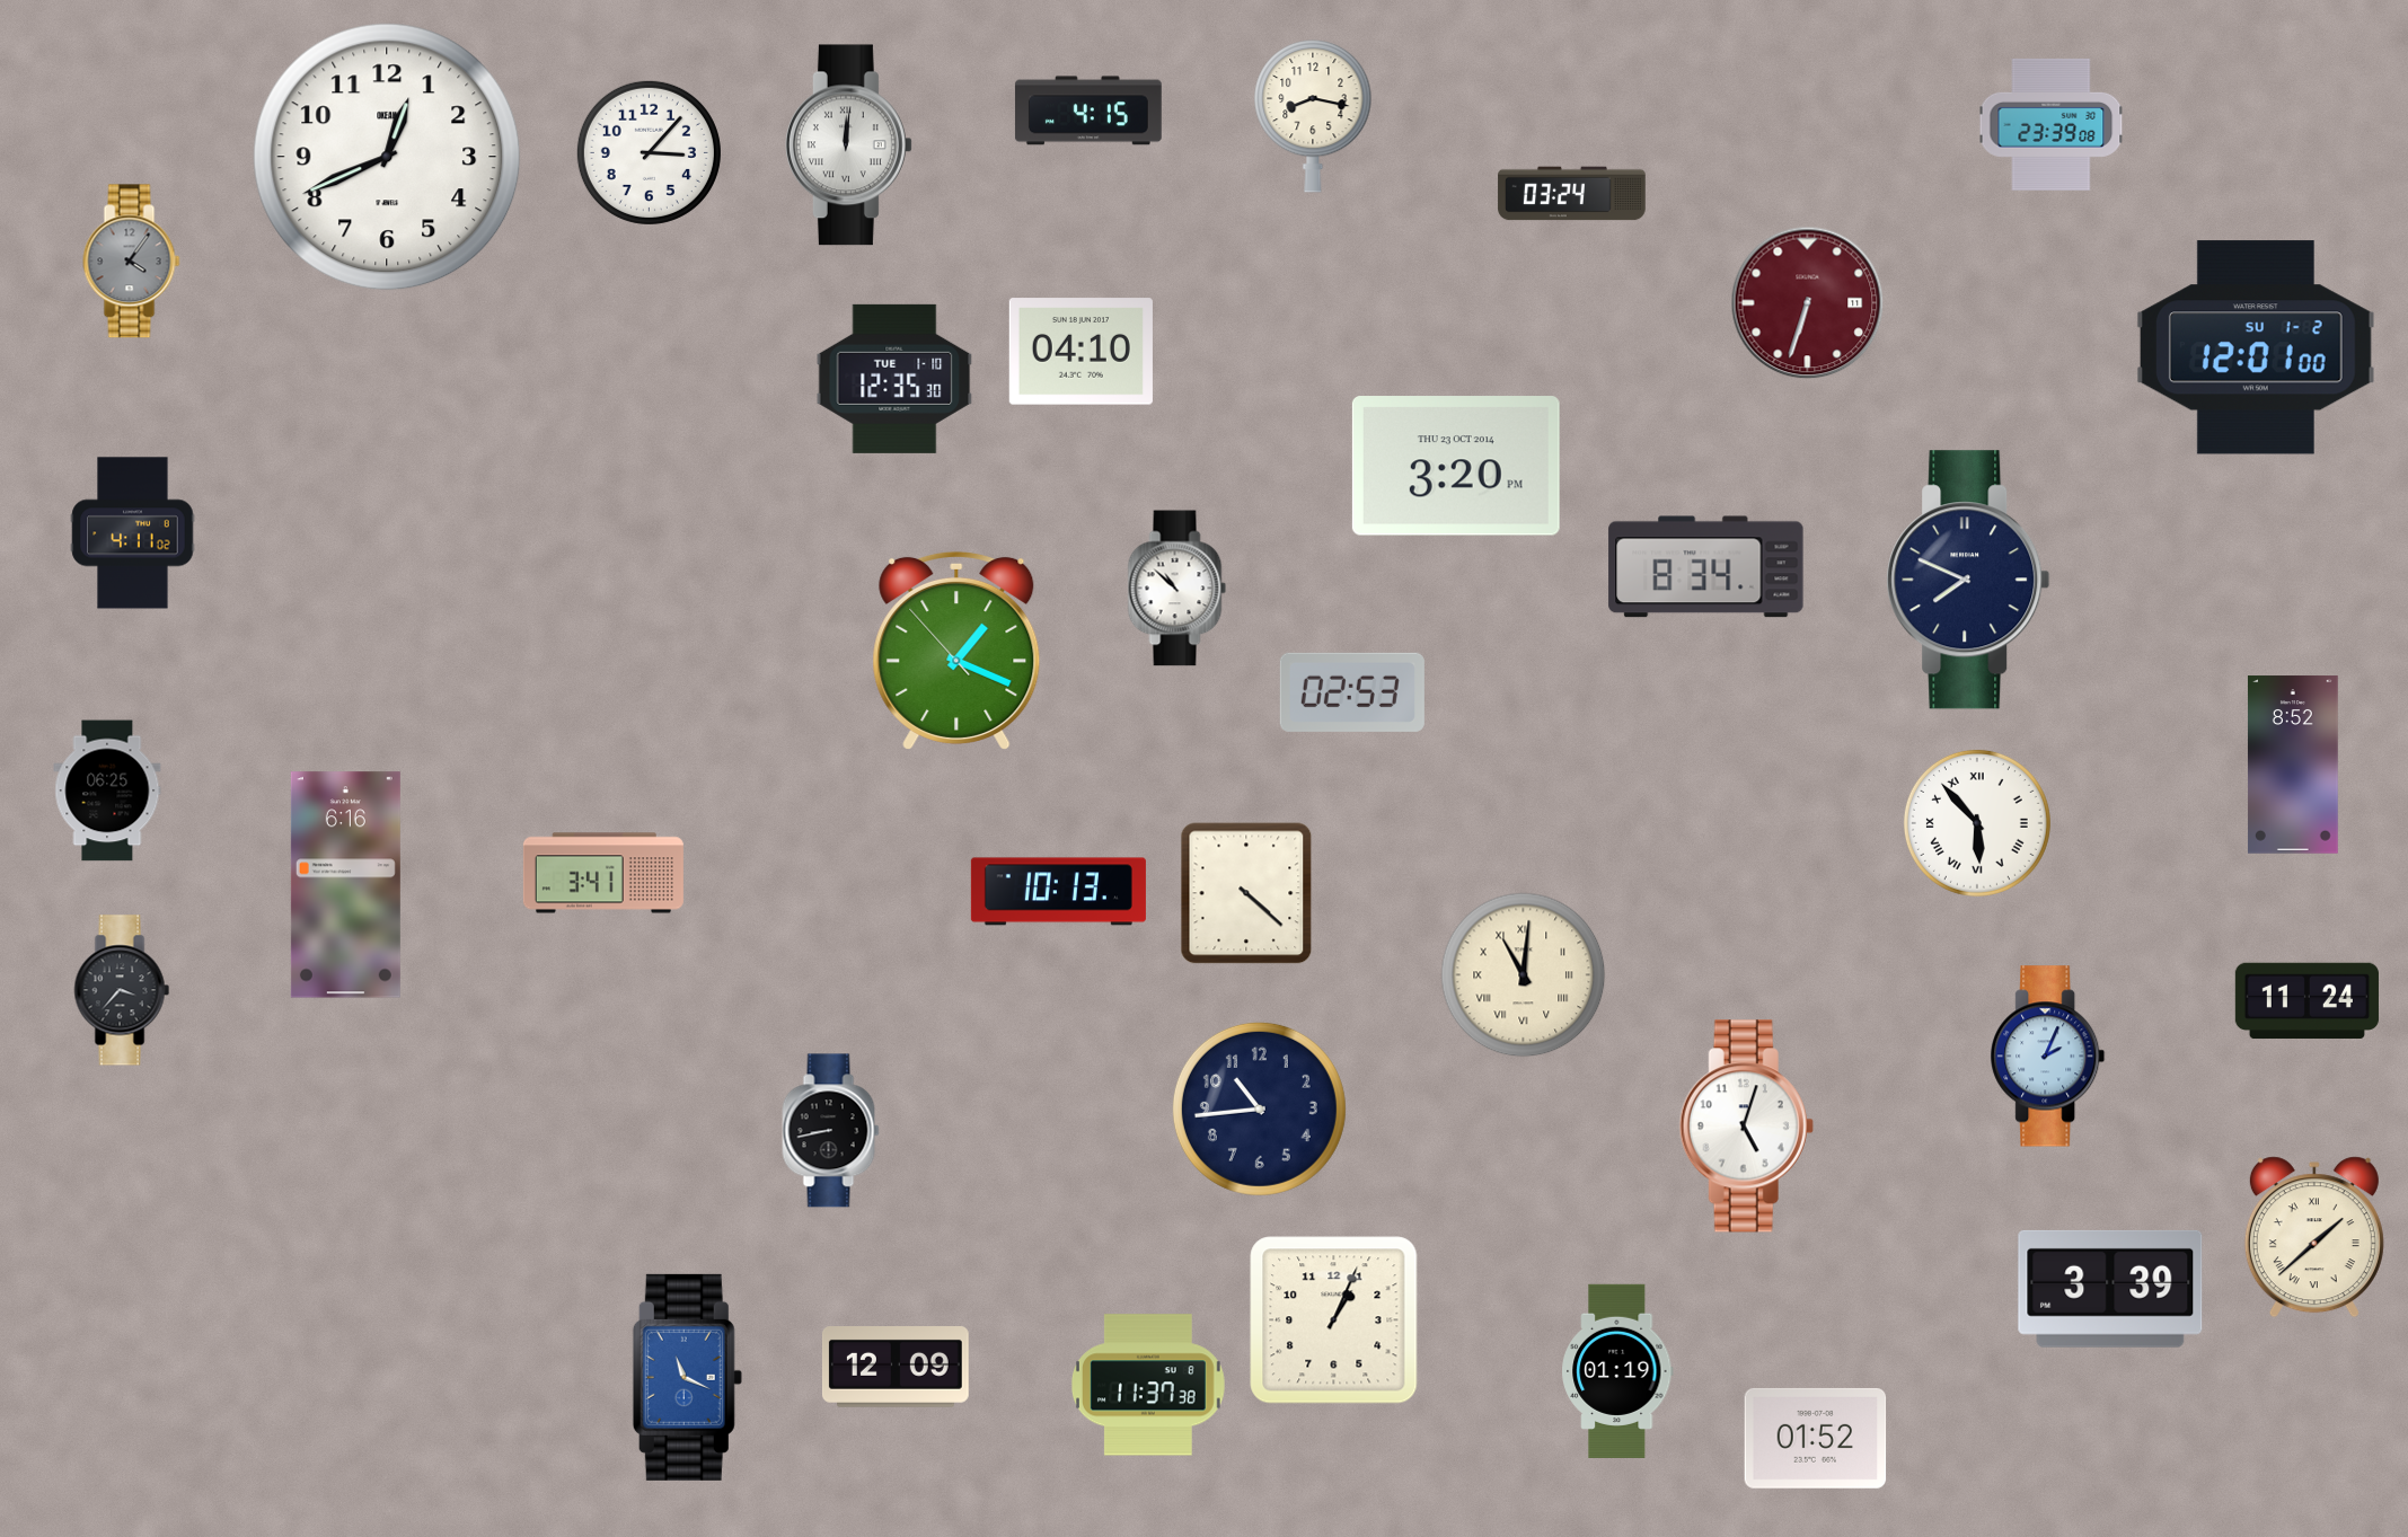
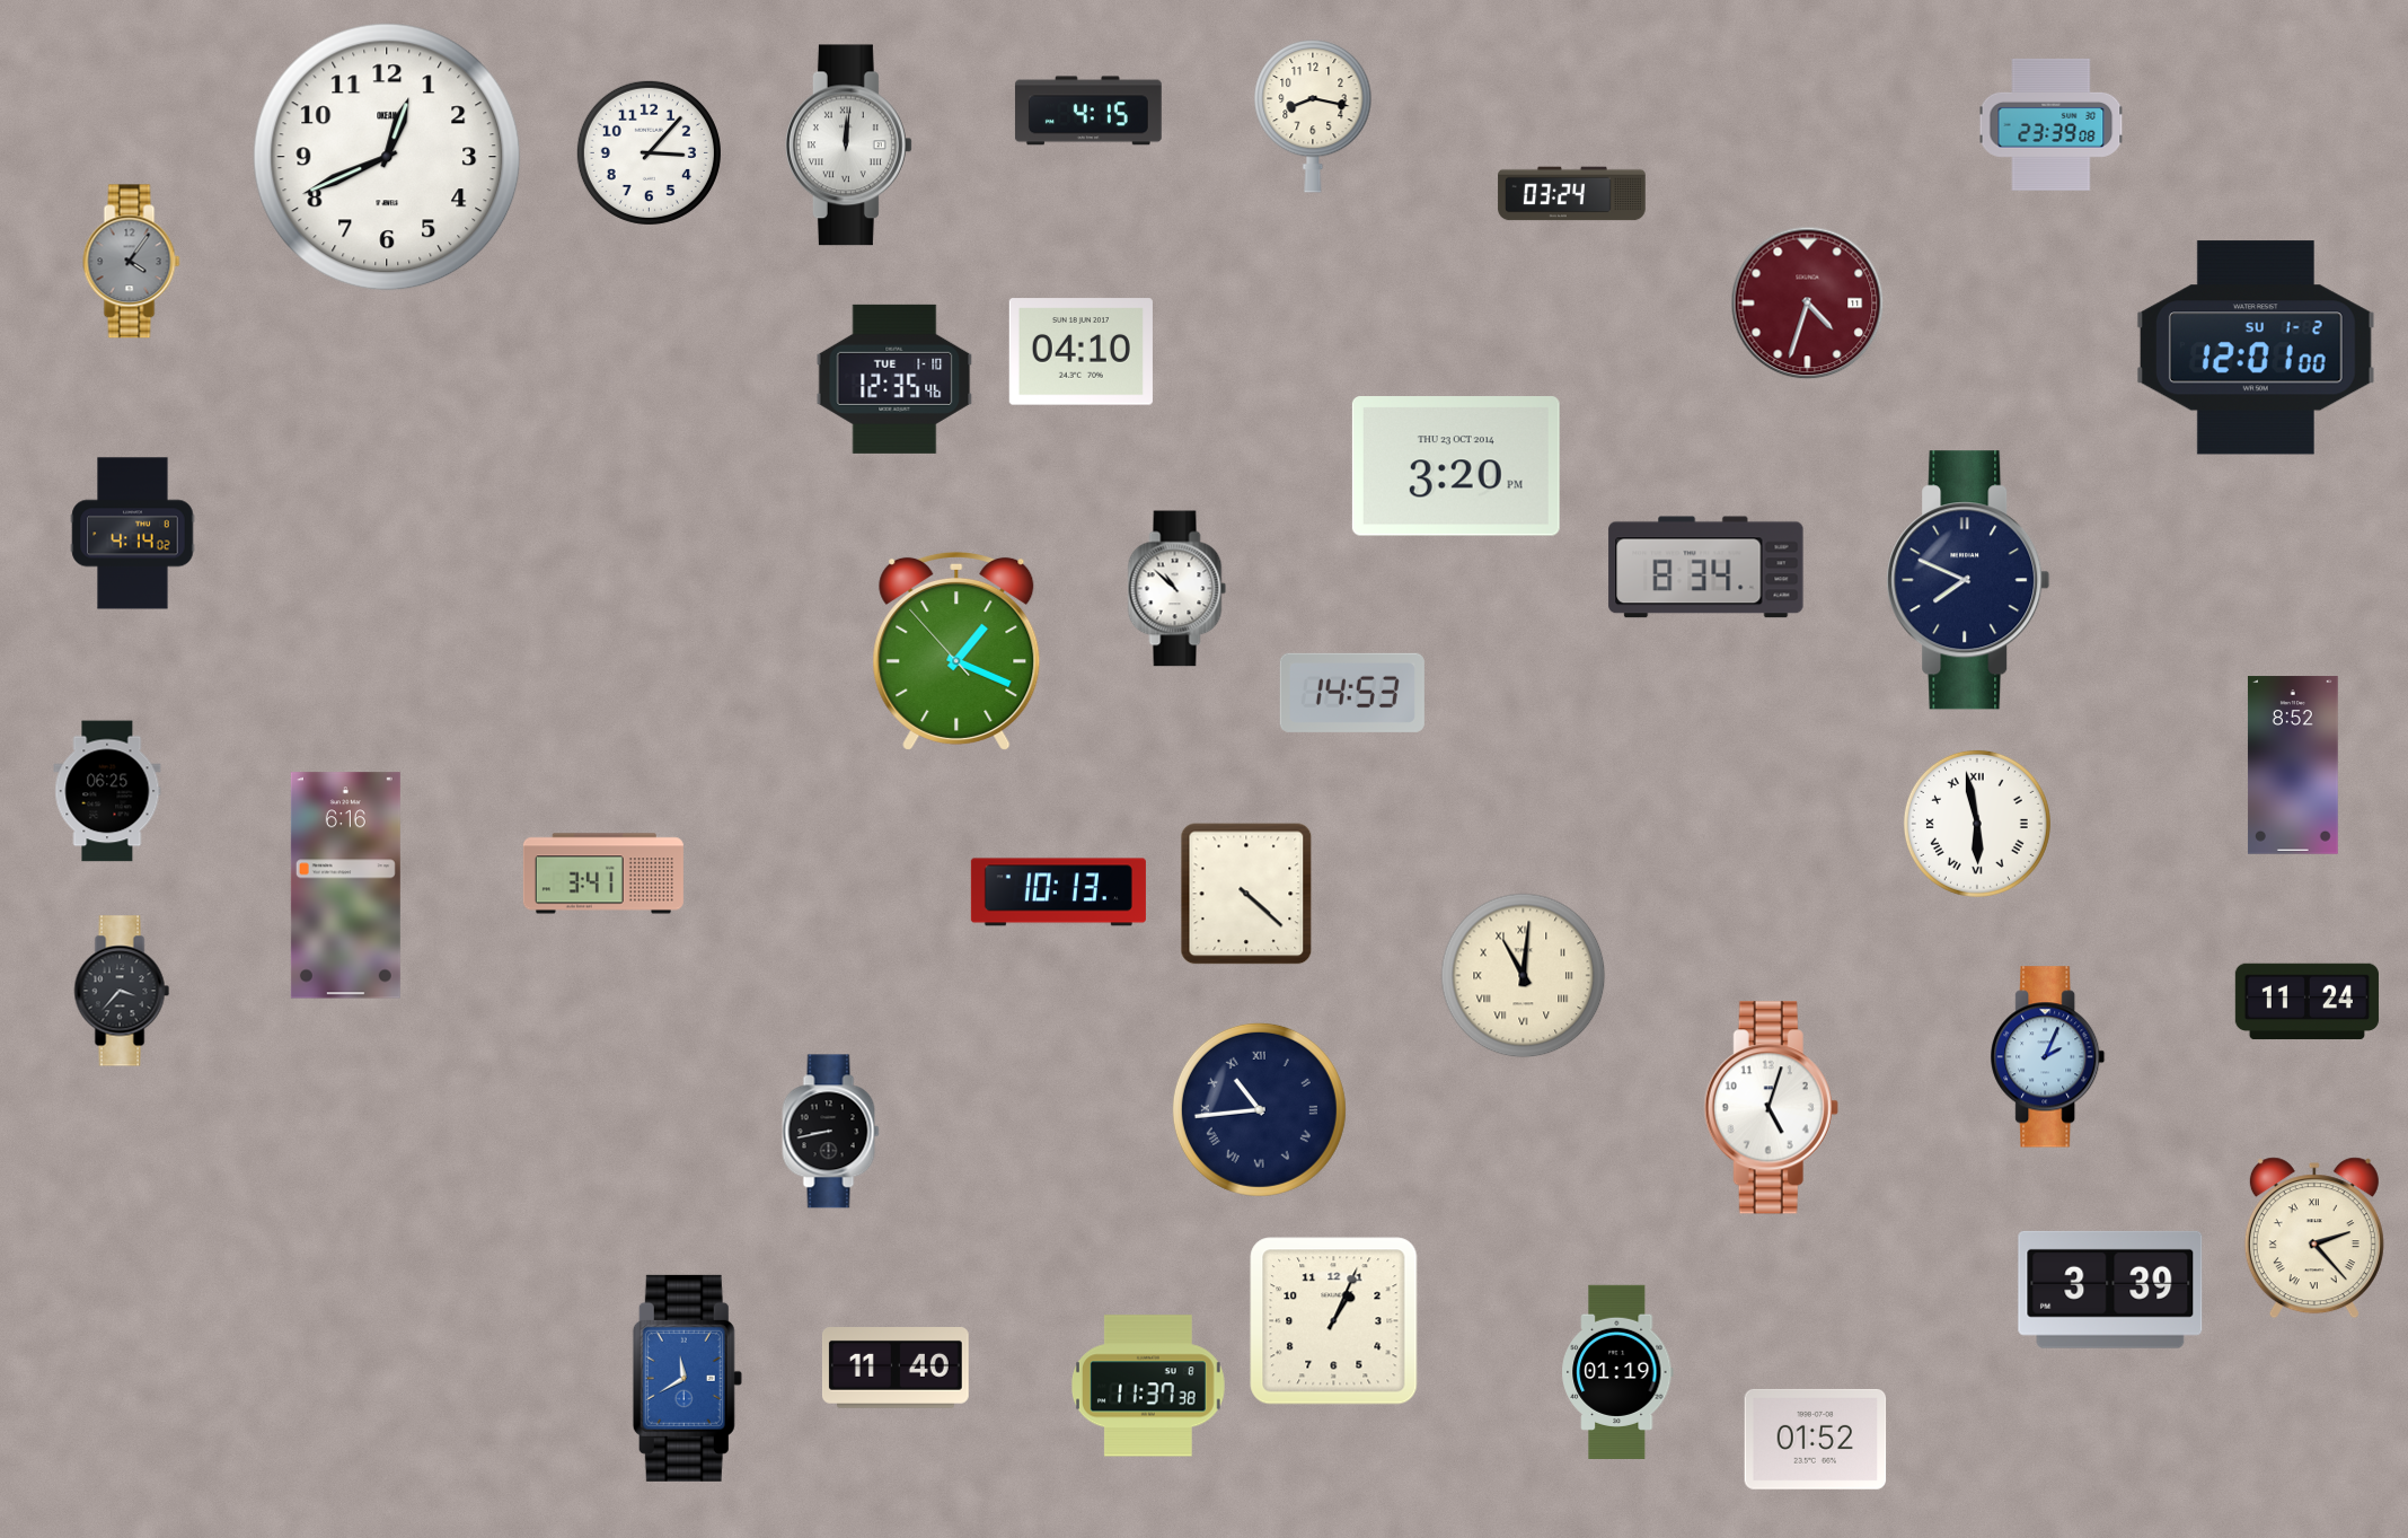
clock at (1808, 303): 6:33 -> 4:33
clock at (894, 379): 12:35:30 -> 12:35:46
clock at (133, 533): 4:11 -> 4:14
clock at (1352, 692): 02:53 -> 14:53
clock at (1977, 823): 5:53 -> 5:58
clock at (1259, 1108) numerals: Arabic -> Roman
clock at (1746, 1127) position: (1746, 1127) -> (1771, 1108)
clock at (2314, 1237): 1:38 -> 2:23
clock at (896, 1368): 12:09 -> 11:40
clock at (687, 1377): 11:19 -> 11:40
